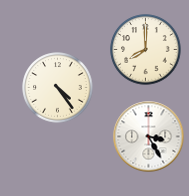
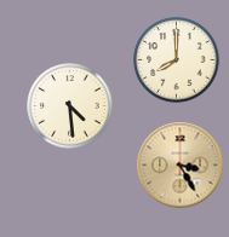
clock at (58, 88): 4:24 -> 4:29
clock at (149, 137) dial: white -> champagne
